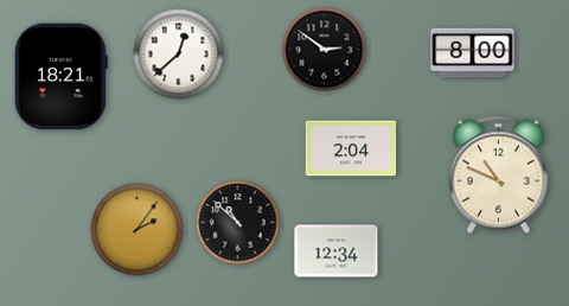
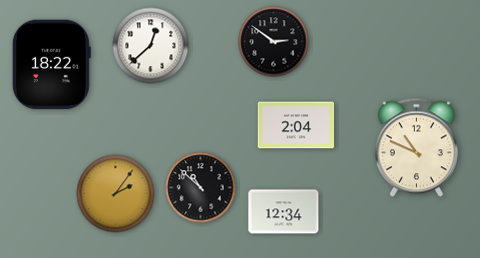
clock at (473, 53): 8:00 -> none
clock at (60, 77): 18:21 -> 18:22
clock at (498, 176) position: (498, 176) -> (416, 148)
